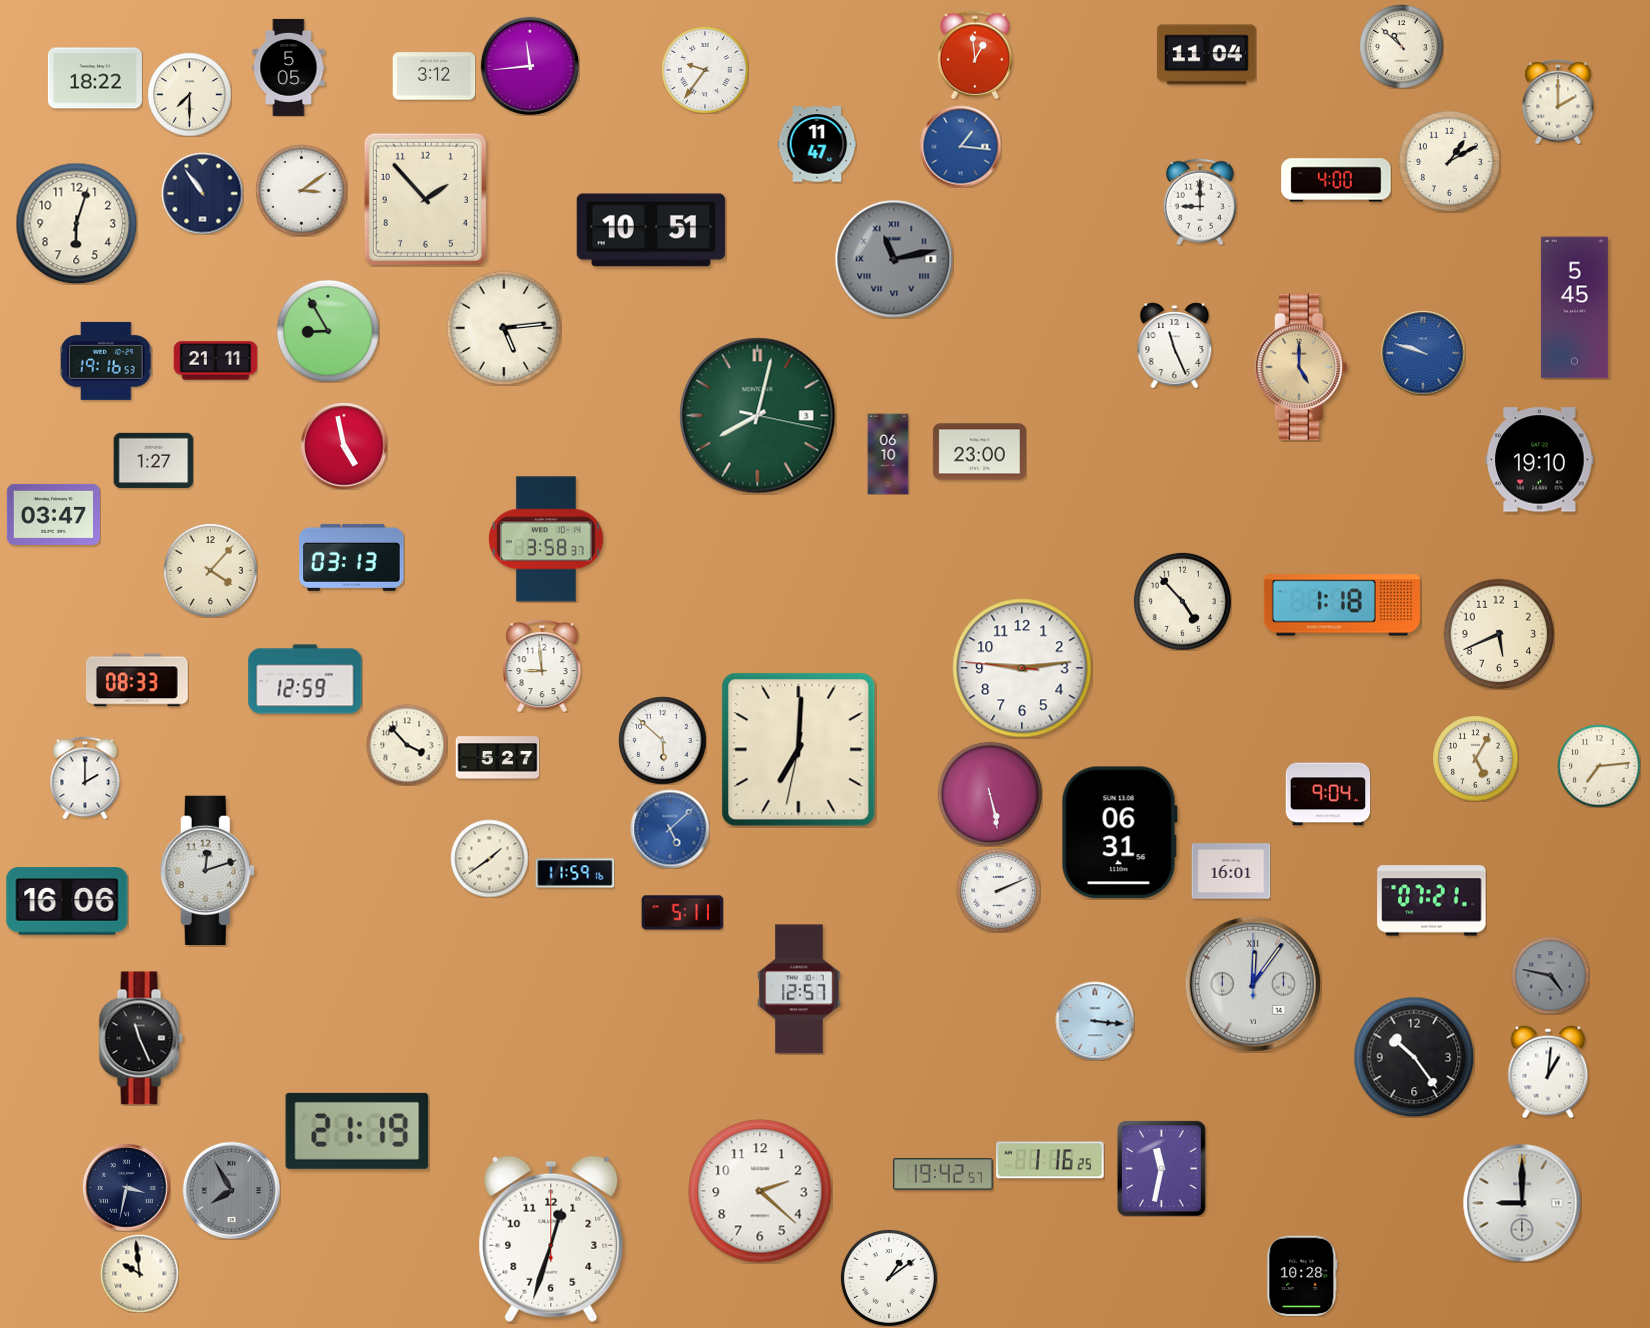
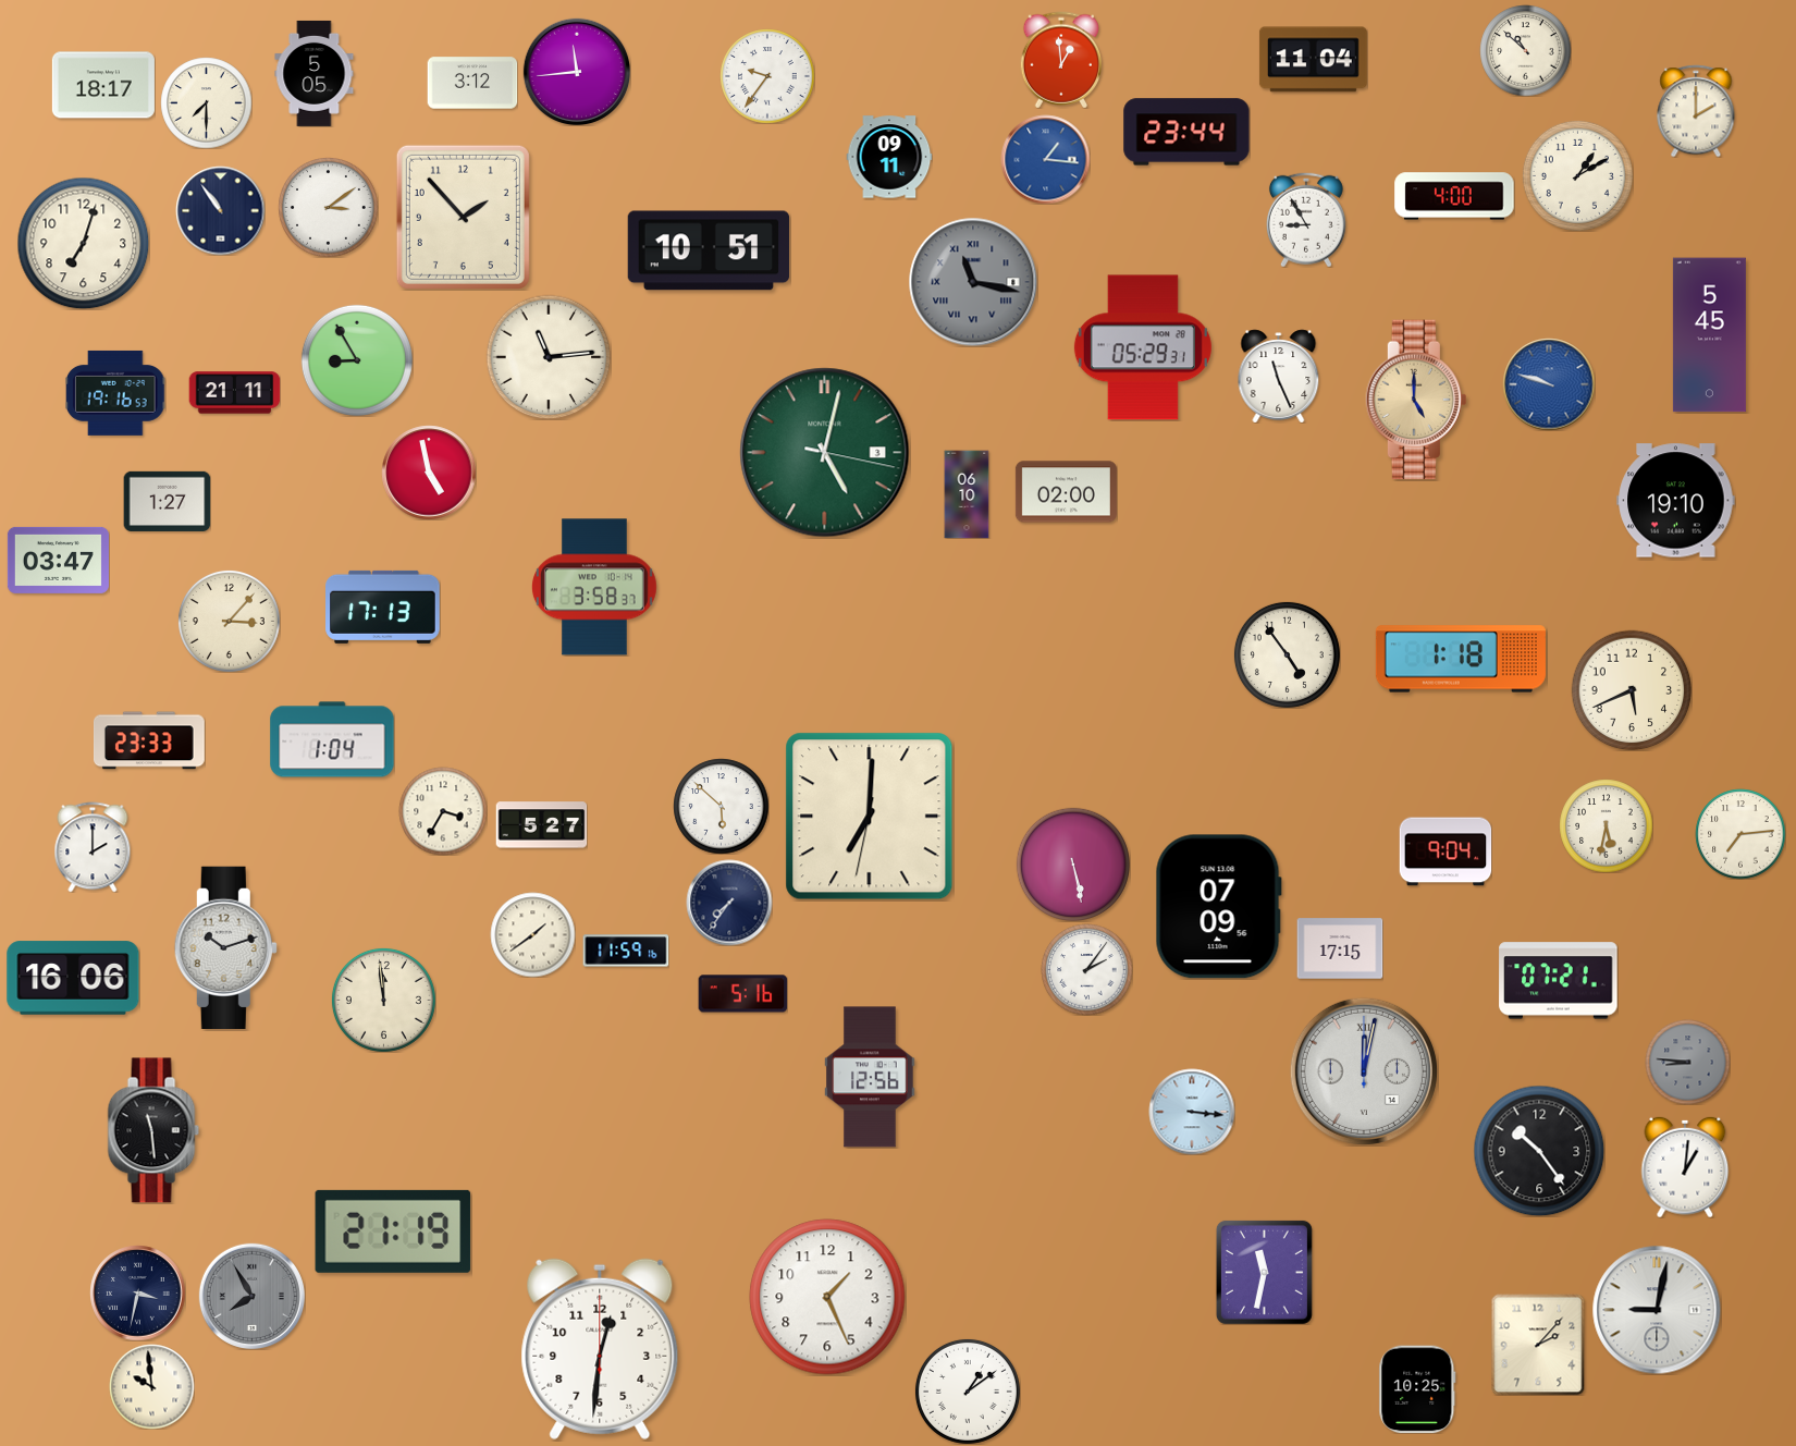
clock at (95, 78): 18:22 -> 18:17
clock at (1186, 132): none -> 23:44
clock at (817, 144): 11:47 -> 09:11
clock at (1200, 202): 9:00 -> 8:55
clock at (76, 223): 6:03 -> 7:03
clock at (894, 259): 11:13 -> 11:17
clock at (1574, 308) position: (1574, 308) -> (1709, 335)
clock at (1143, 347): none -> 05:29
clock at (504, 328): 5:14 -> 11:14
clock at (758, 416): 8:02 -> 5:02
clock at (344, 446) position: (344, 446) -> (429, 473)
clock at (979, 452): 23:00 -> 02:00
clock at (352, 557): 03:13 -> 17:13
clock at (210, 570): 4:07 -> 3:07
clock at (1182, 601): 4:53 -> 4:54
clock at (542, 666): 8:59 -> none
clock at (1022, 668): 9:13 -> none
clock at (305, 679): 12:59 -> 1:04
clock at (137, 680): 08:33 -> 23:33
clock at (407, 745): 3:53 -> 3:35
clock at (1475, 758): 5:05 -> 5:32
clock at (990, 794) position: (990, 794) -> (1073, 865)
clock at (1328, 794) position: (1328, 794) -> (1446, 851)
clock at (670, 829): 5:08 -> 7:36
clock at (670, 829) dial: blue -> navy
clock at (1119, 833): 06:31 -> 07:09
clock at (207, 870): 12:12 -> 10:12
clock at (1231, 871): 16:01 -> 17:15
clock at (998, 890): 2:11 -> 2:06
clock at (67, 901) position: (67, 901) -> (73, 978)
clock at (682, 913): 5:11 -> 5:16
clock at (383, 1000): none -> 11:59
clock at (1550, 975): 4:47 -> 8:46
clock at (1253, 984): 12:06 -> 12:02
clock at (799, 989): 12:57 -> 12:56
clock at (141, 1038): 11:26 -> 11:29
clock at (357, 1131) position: (357, 1131) -> (393, 1231)
clock at (1050, 1160): 1:16 -> none
clock at (943, 1174): 19:42 -> none
clock at (760, 1191): 2:22 -> 1:26
clock at (1522, 1203): 9:00 -> 9:02
clock at (1538, 1345): none -> 2:07
clock at (551, 1239): 12:33 -> 12:31
clock at (1302, 1276): 10:28 -> 10:25
